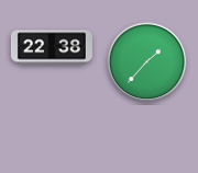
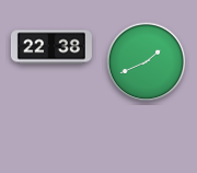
clock at (147, 62): 1:37 -> 1:41
